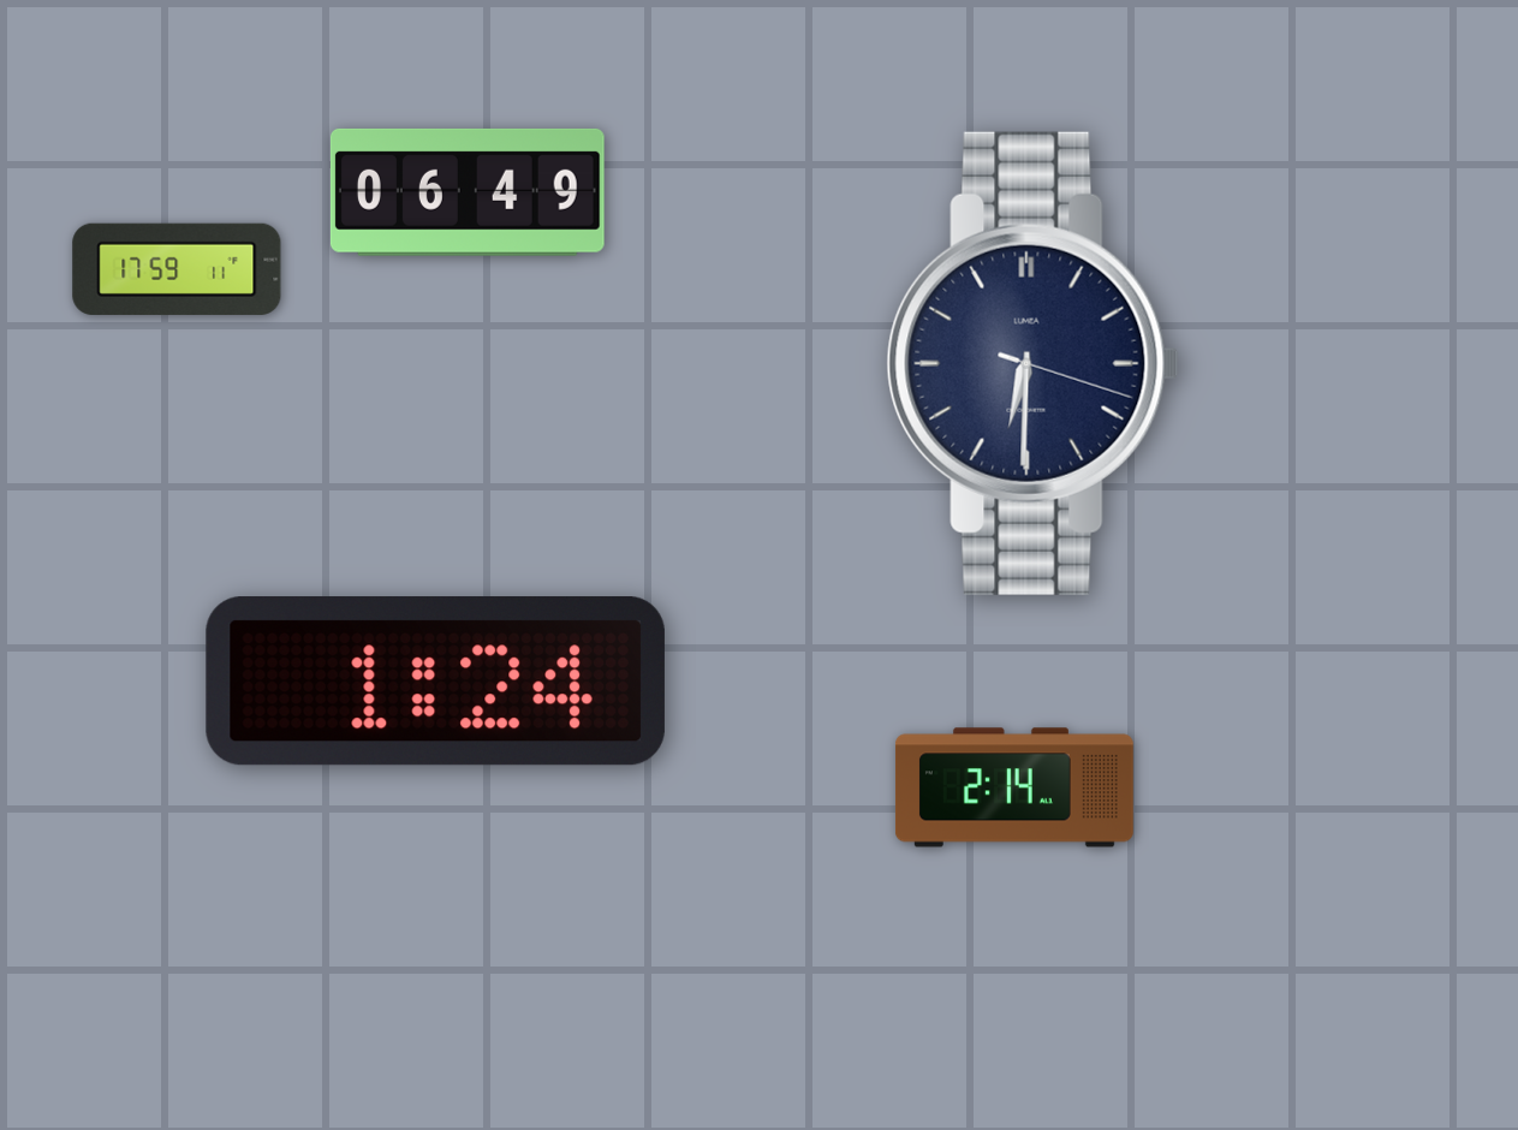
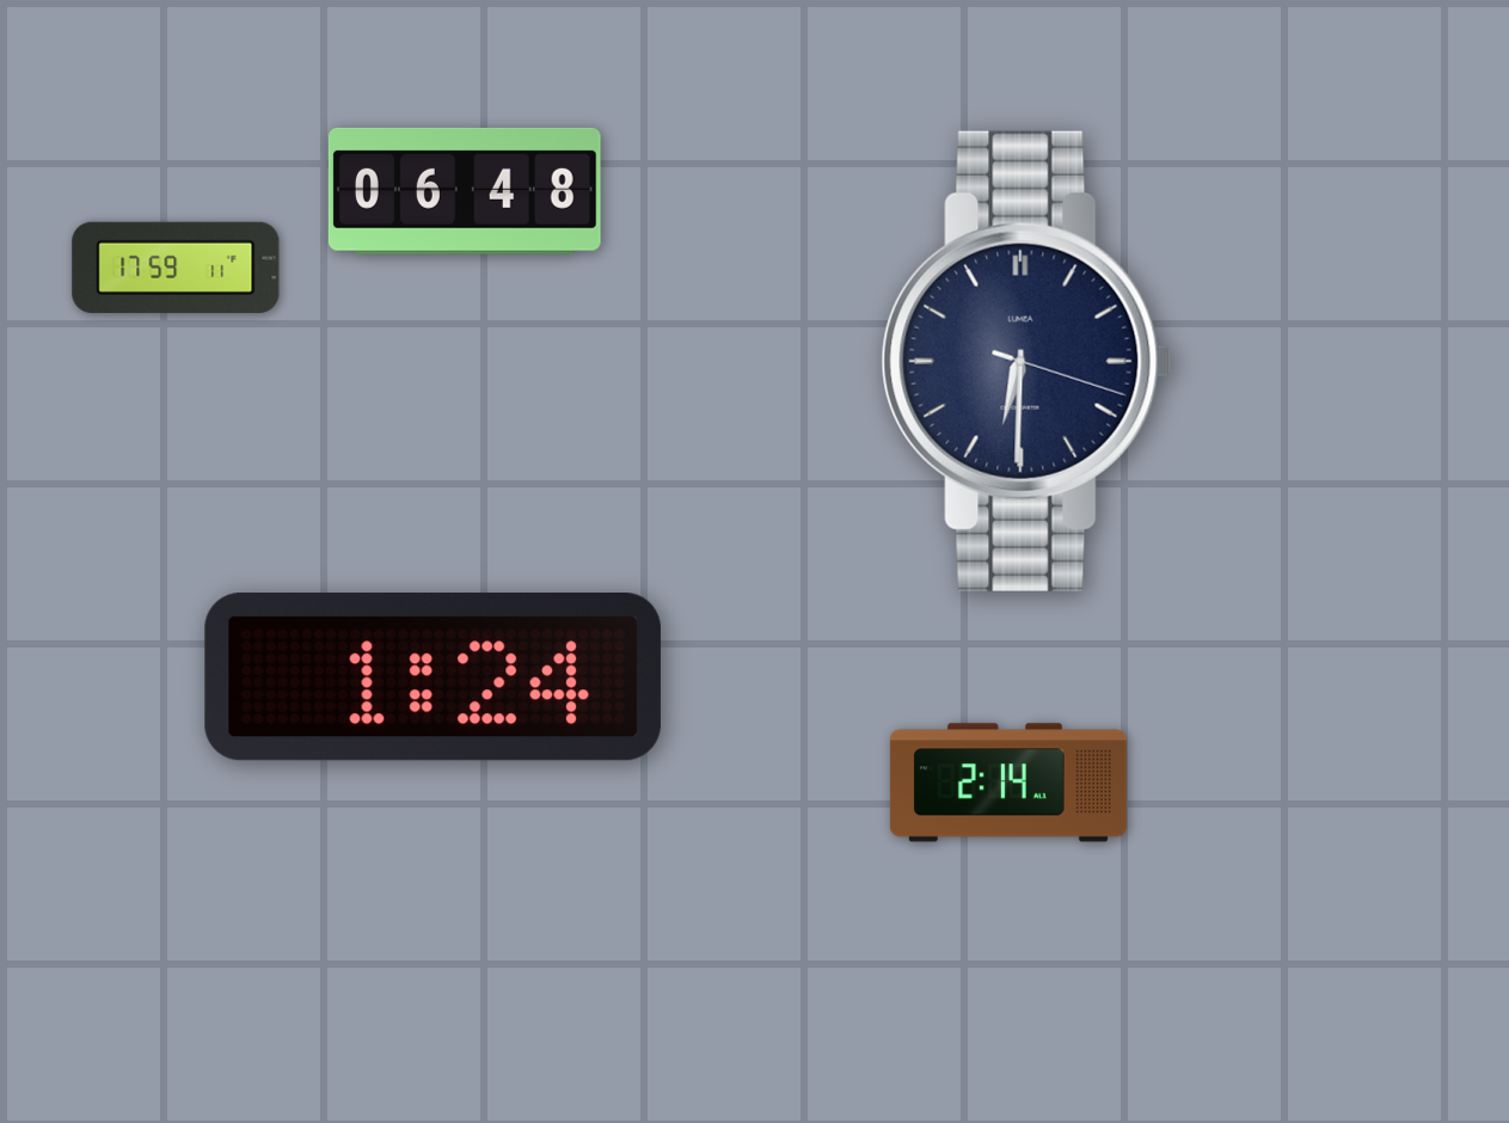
clock at (468, 192): 06:49 -> 06:48
